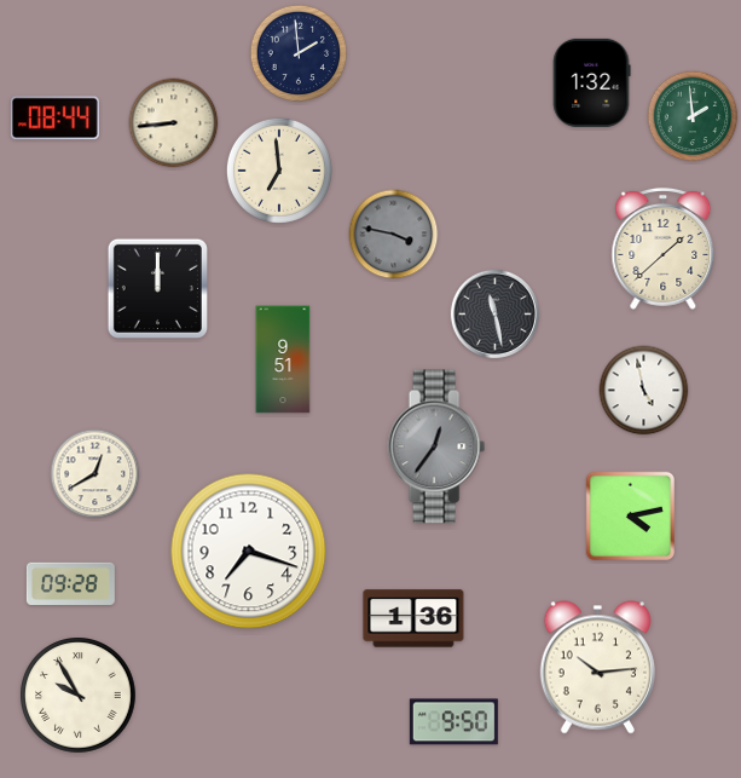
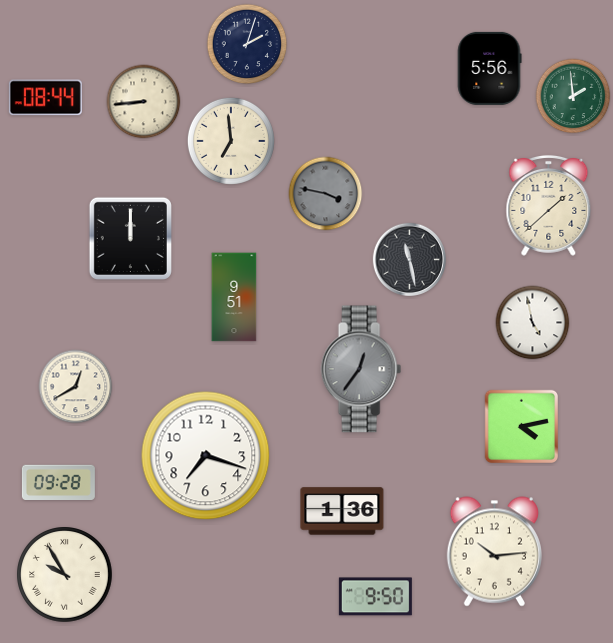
clock at (299, 53): 1:59 -> 2:03
clock at (591, 82): 1:32 -> 5:56
clock at (95, 474) position: (95, 474) -> (76, 387)
